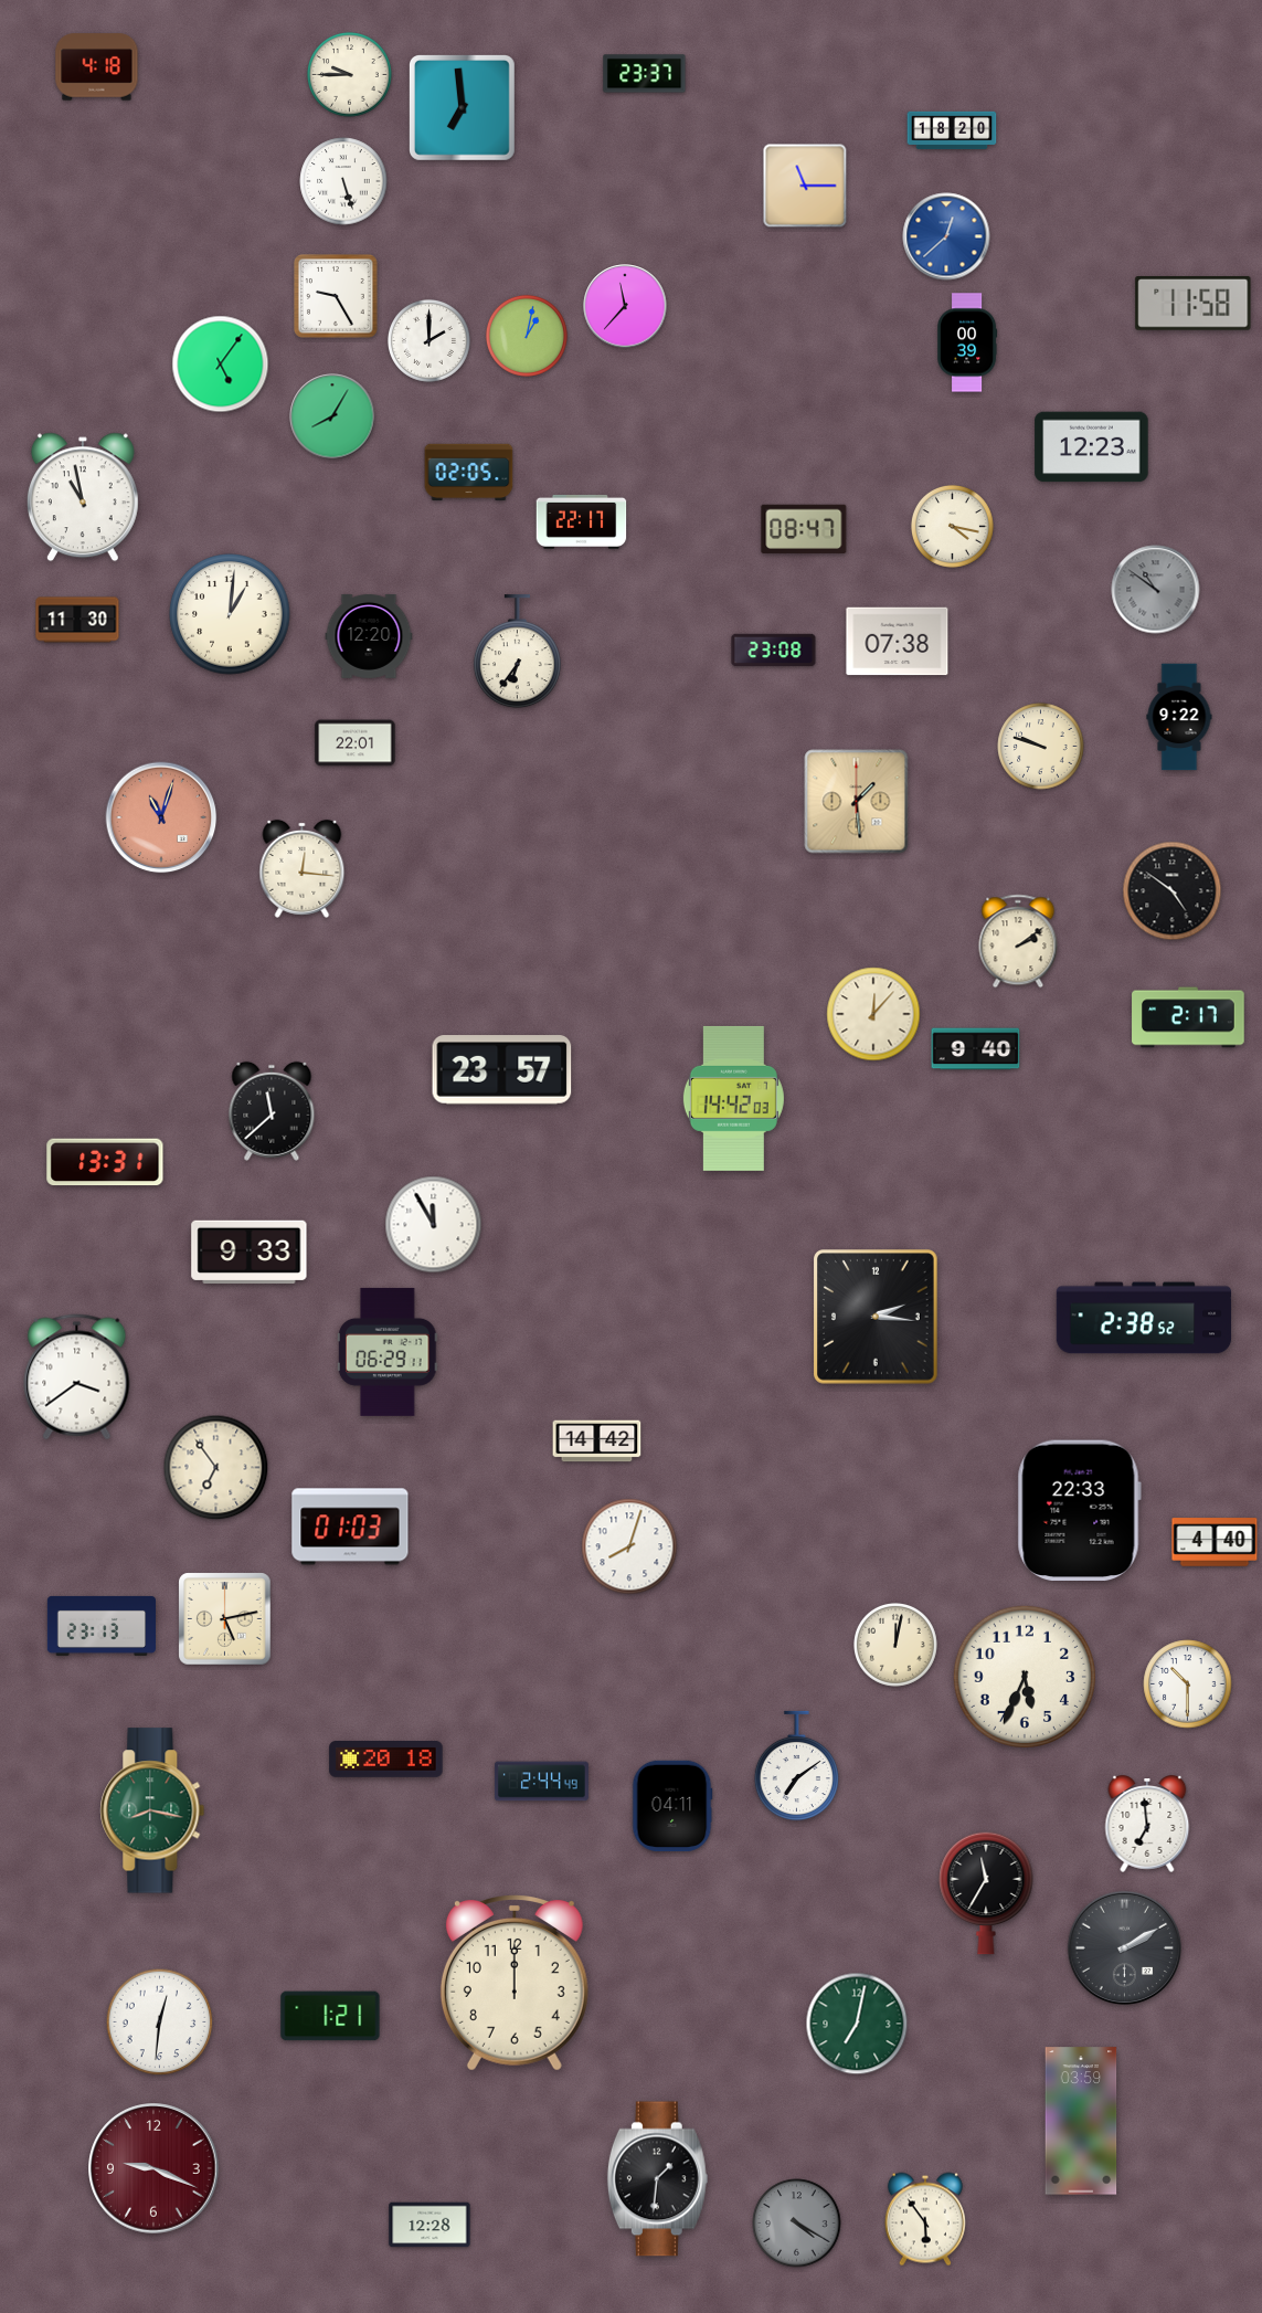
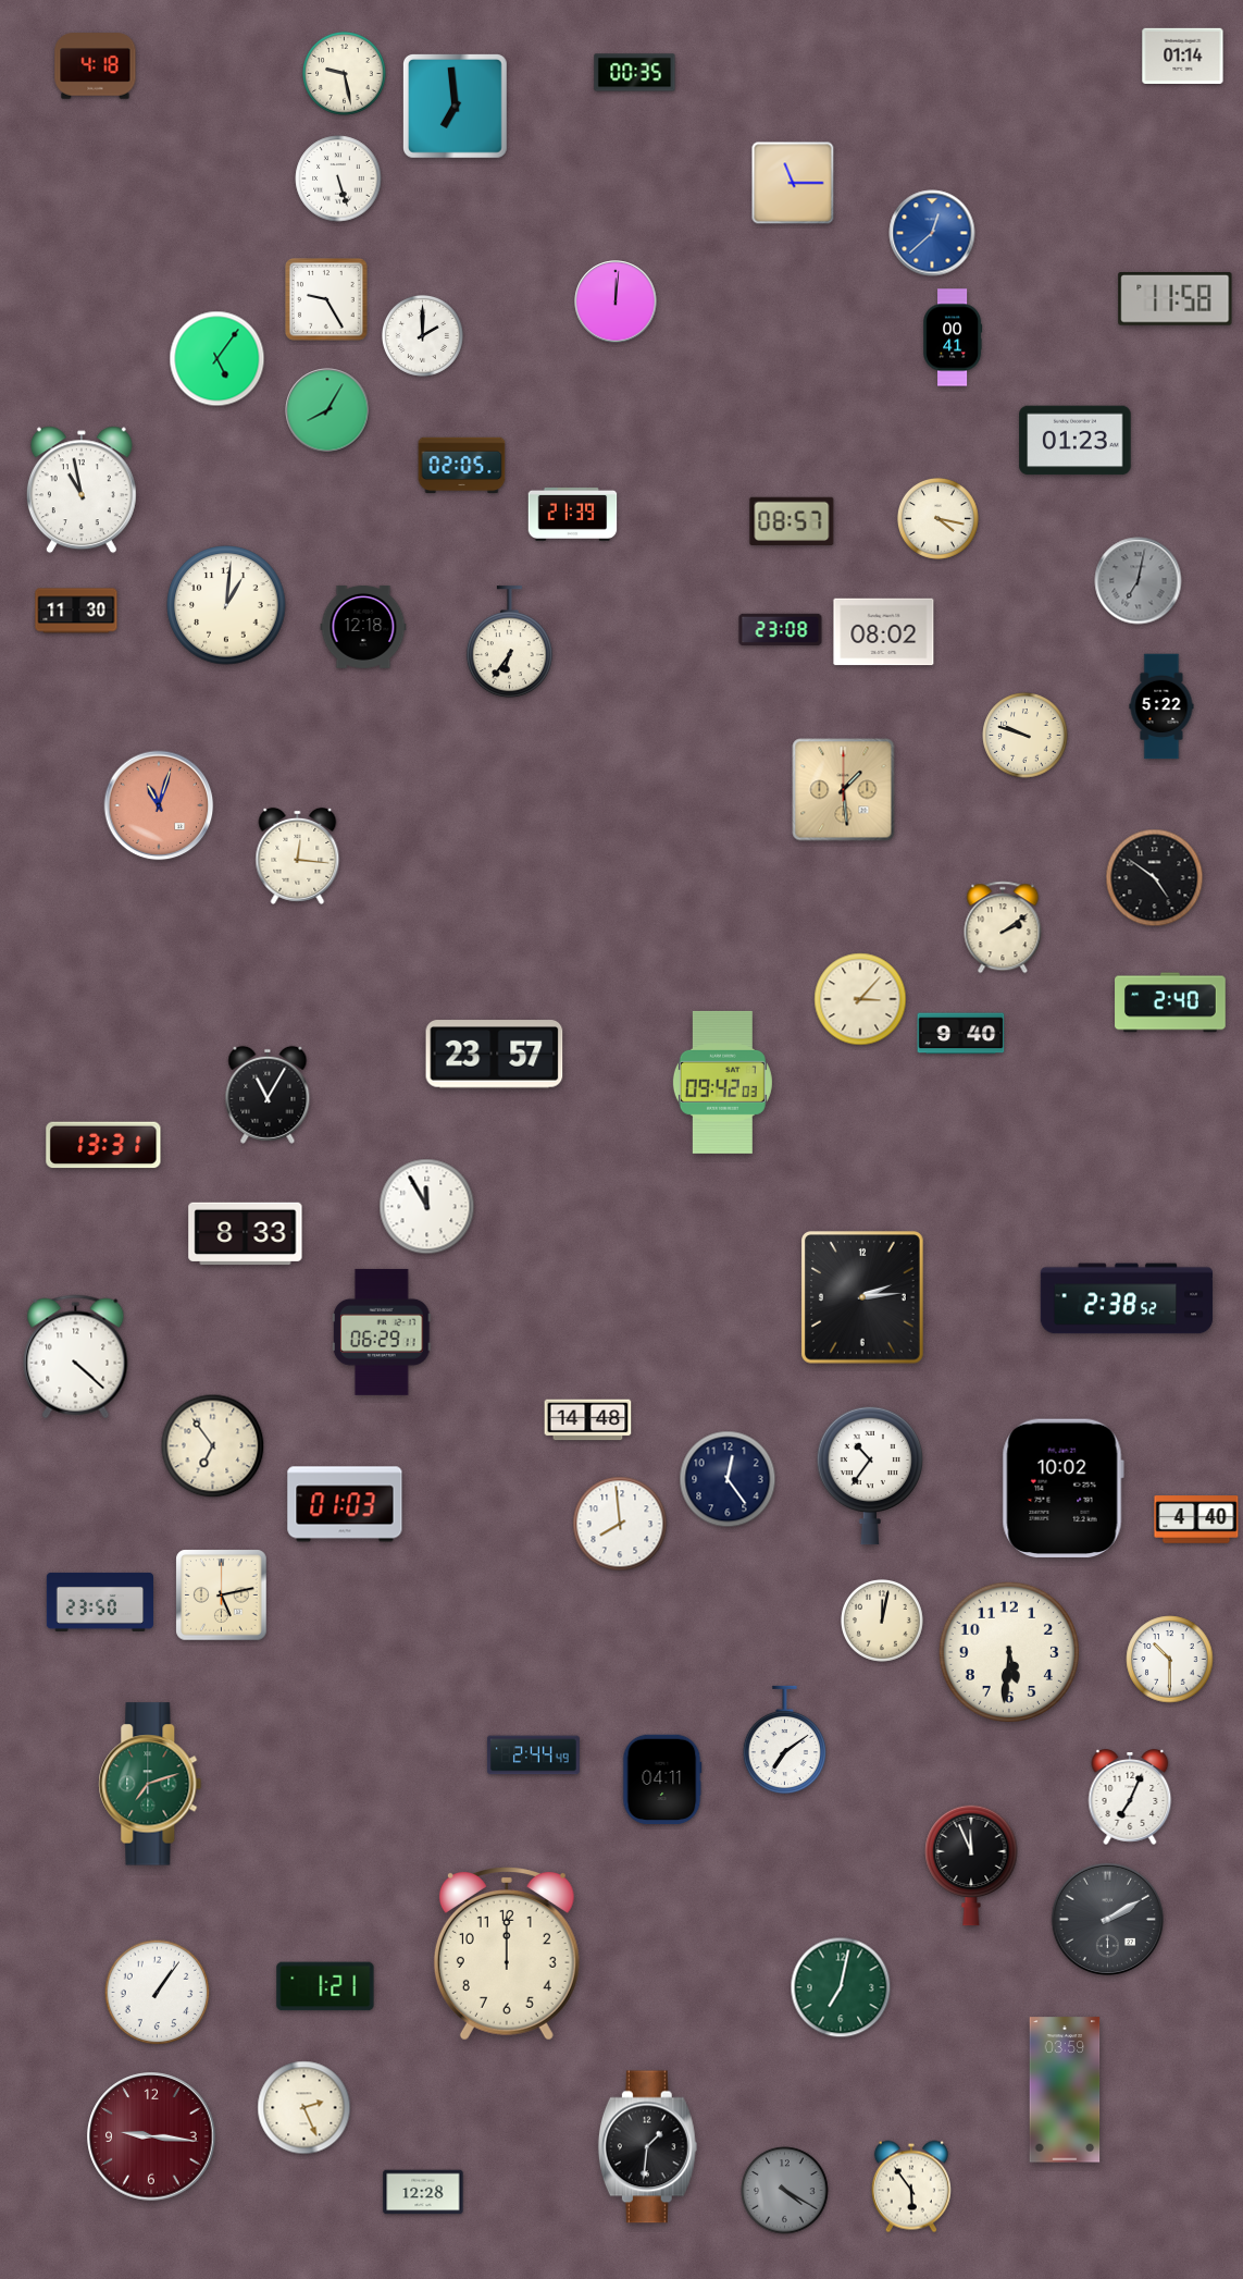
clock at (1183, 56): none -> 01:14
clock at (645, 74): 23:37 -> 00:35
clock at (350, 75): 9:45 -> 9:28
clock at (952, 130): 18:20 -> none
clock at (337, 297) position: (337, 297) -> (327, 300)
clock at (625, 306): 11:37 -> 12:01
clock at (527, 336): 1:02 -> none
clock at (967, 342): 00:39 -> 00:41
clock at (1092, 447): 12:23 -> 01:23
clock at (582, 521): 22:17 -> 21:39
clock at (804, 529): 08:47 -> 08:57
clock at (1156, 590): 10:51 -> 7:02
clock at (369, 636): 12:20 -> 12:18
clock at (898, 642): 07:38 -> 08:02
clock at (774, 651) position: (774, 651) -> (781, 630)
clock at (1179, 717): 9:22 -> 5:22
clock at (356, 743): 22:01 -> none
clock at (873, 1014): 12:07 -> 3:07
clock at (1188, 1017): 2:17 -> 2:40
clock at (733, 1098): 14:42 -> 09:42
clock at (272, 1111): 11:38 -> 11:05
clock at (250, 1253): 9:33 -> 8:33
clock at (877, 1317): 2:16 -> 2:14
clock at (77, 1377): 3:39 -> 4:22
clock at (597, 1441): 14:42 -> 14:48
clock at (869, 1476): none -> 10:36
clock at (728, 1479): none -> 12:24
clock at (1079, 1510): 22:33 -> 10:02
clock at (629, 1546): 8:03 -> 7:59
clock at (102, 1626): 23:13 -> 23:50
clock at (1025, 1677): 5:34 -> 5:31
clock at (386, 1760): 20:18 -> none
clock at (152, 1810): 8:17 -> 7:12
clock at (1147, 1824): 6:59 -> 7:04
clock at (986, 1893): 11:35 -> 11:56
clock at (160, 2022): 12:31 -> 1:06
clock at (857, 2024) position: (857, 2024) -> (841, 1987)
clock at (304, 2108): none -> 2:26
clock at (153, 2168): 9:19 -> 9:16
